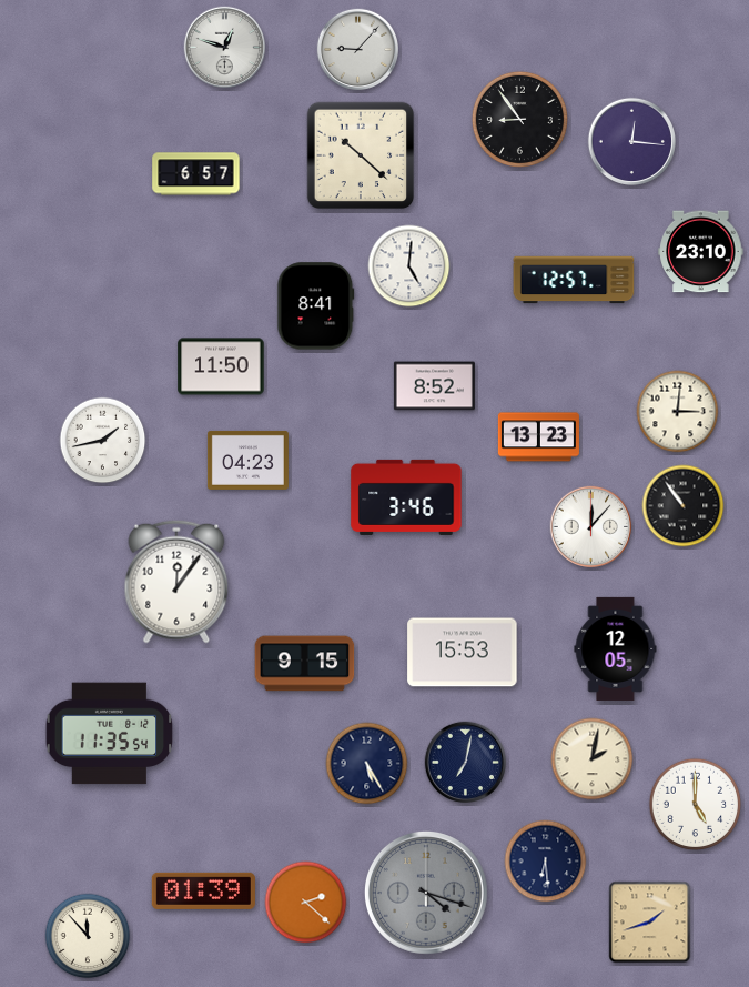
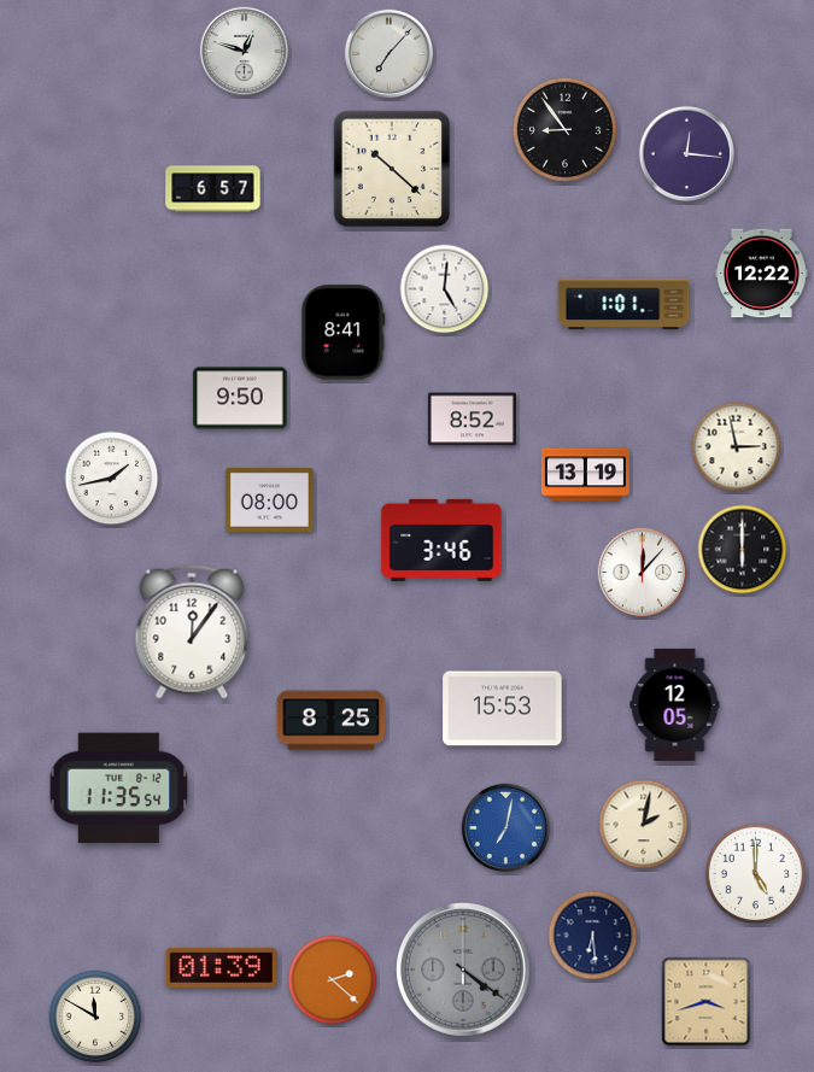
clock at (358, 50): 9:07 -> 7:07
clock at (701, 252): 23:10 -> 12:22
clock at (574, 280): 12:57 -> 1:01
clock at (221, 366): 11:50 -> 9:50
clock at (678, 412): 3:01 -> 2:58
clock at (538, 437): 13:23 -> 13:19
clock at (247, 460): 04:23 -> 08:00
clock at (684, 506): 10:54 -> 6:00
clock at (616, 648) position: (616, 648) -> (675, 704)
clock at (305, 664): 9:15 -> 8:25
clock at (110, 734) position: (110, 734) -> (119, 789)
clock at (466, 763) dial: navy -> blue
clock at (367, 764): 5:25 -> none
clock at (426, 893): 4:18 -> 4:21
clock at (650, 923): 1:42 -> 3:42
clock at (88, 936): 11:53 -> 11:50
